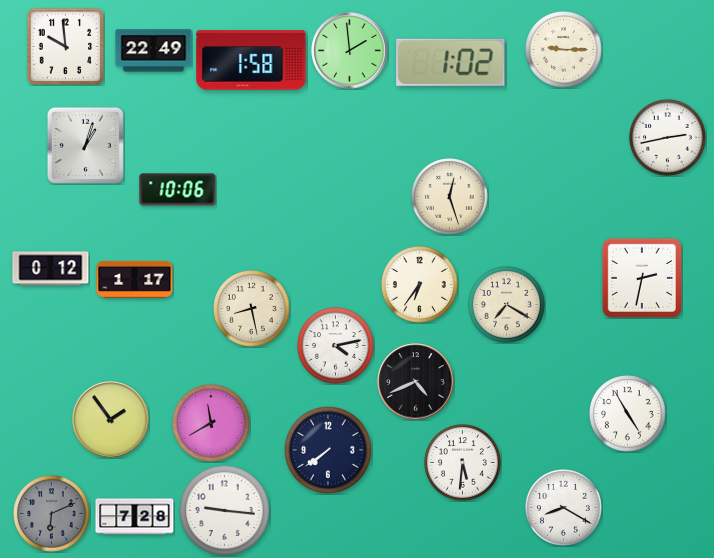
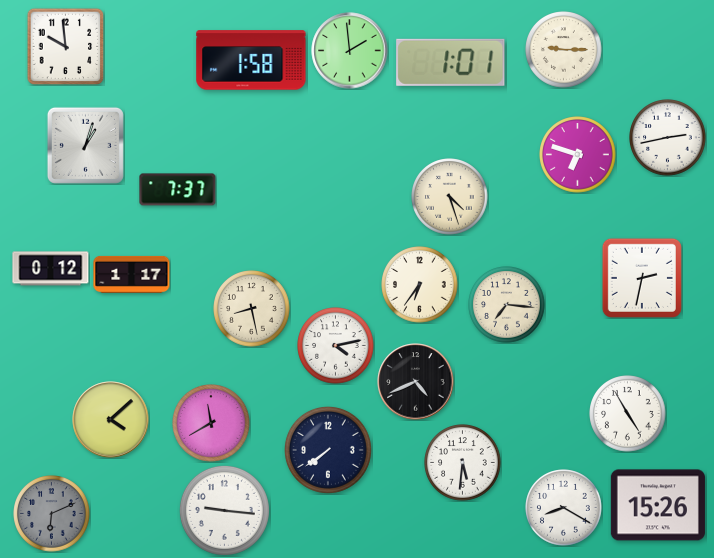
clock at (154, 51): 22:49 -> none
clock at (451, 62): 1:02 -> 1:01
clock at (578, 155): none -> 6:48
clock at (178, 190): 10:06 -> 7:37
clock at (450, 197): 12:27 -> 4:27
clock at (135, 279) position: (135, 279) -> (132, 274)
clock at (507, 305): 7:20 -> 7:16
clock at (111, 420): 1:54 -> 4:08
clock at (658, 505): none -> 15:26
clock at (135, 517): 7:28 -> none
